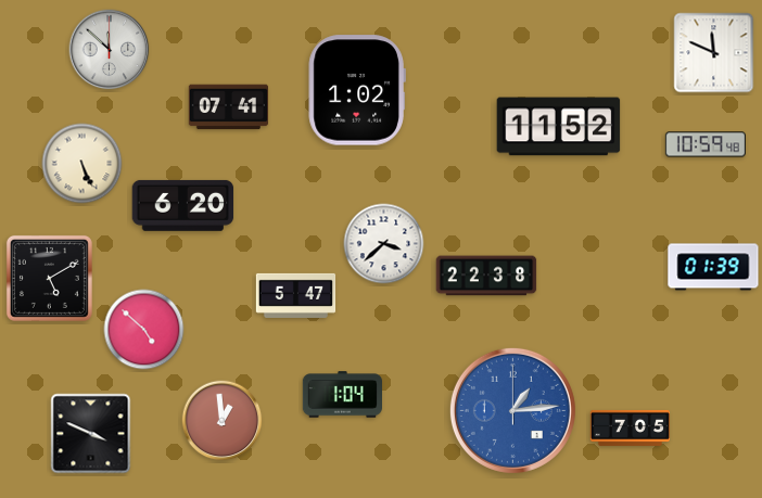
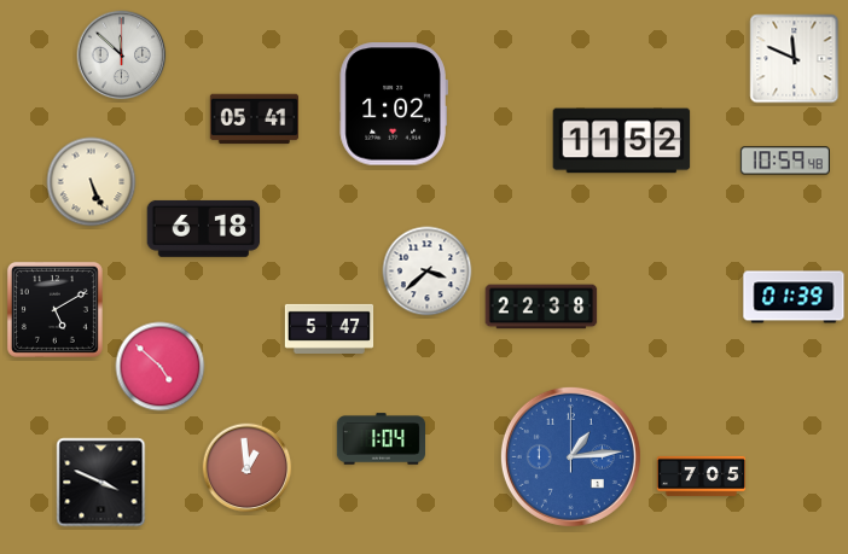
clock at (357, 90) position: (357, 90) -> (394, 104)
clock at (228, 107): 07:41 -> 05:41
clock at (183, 205): 6:20 -> 6:18
